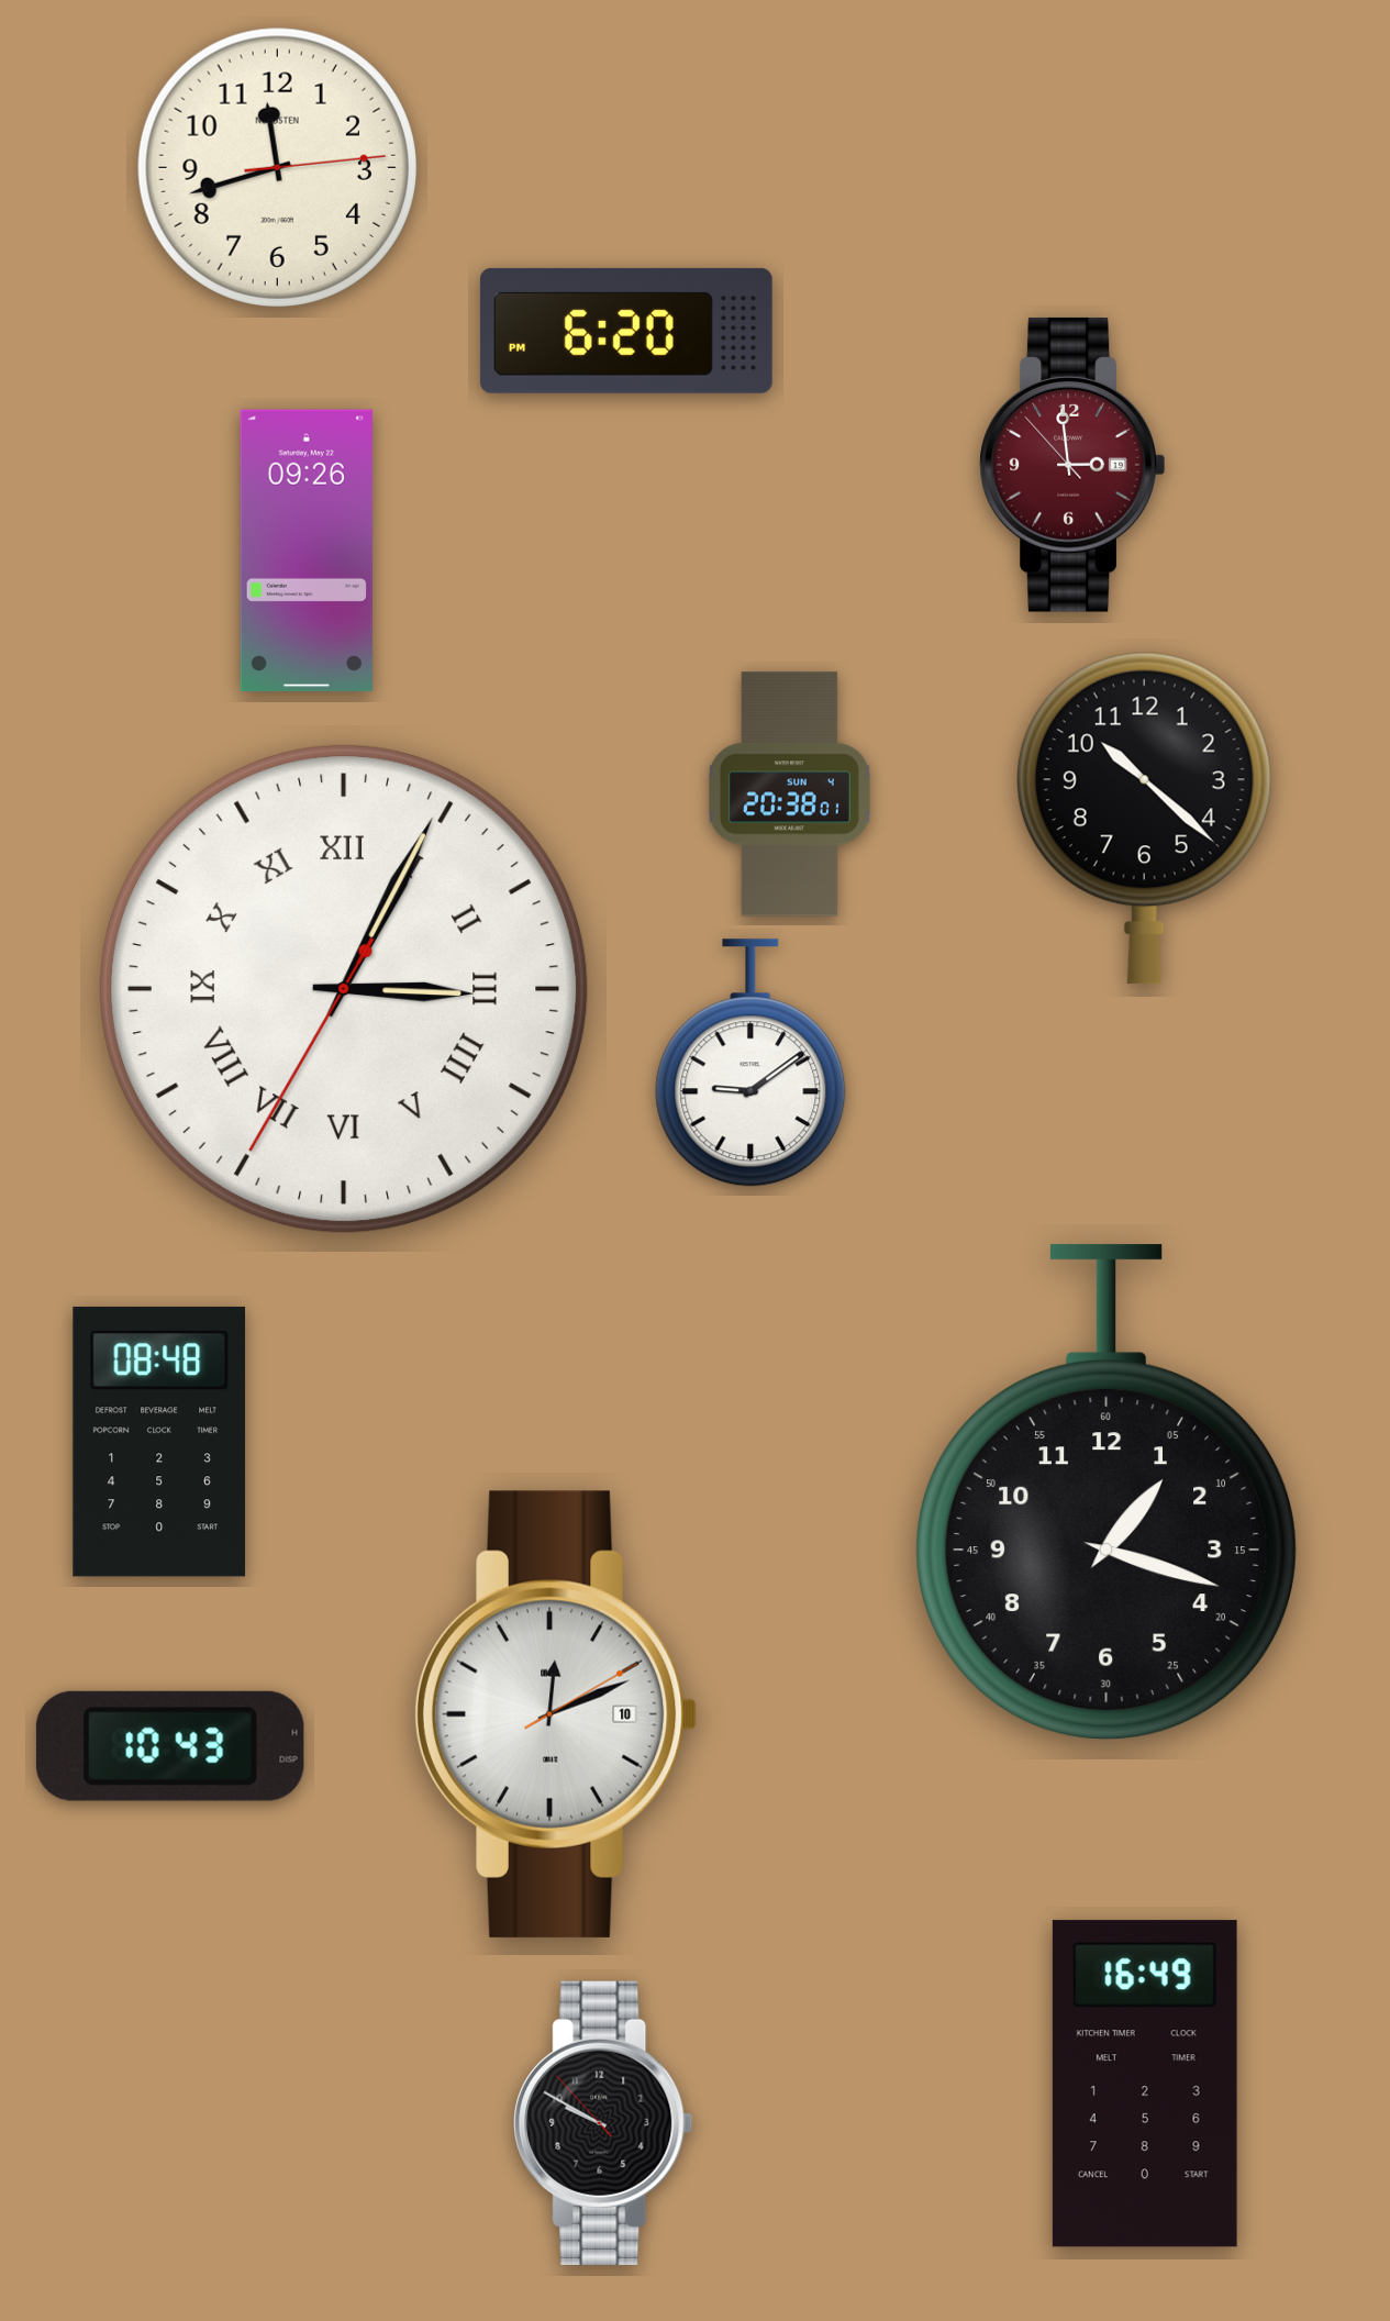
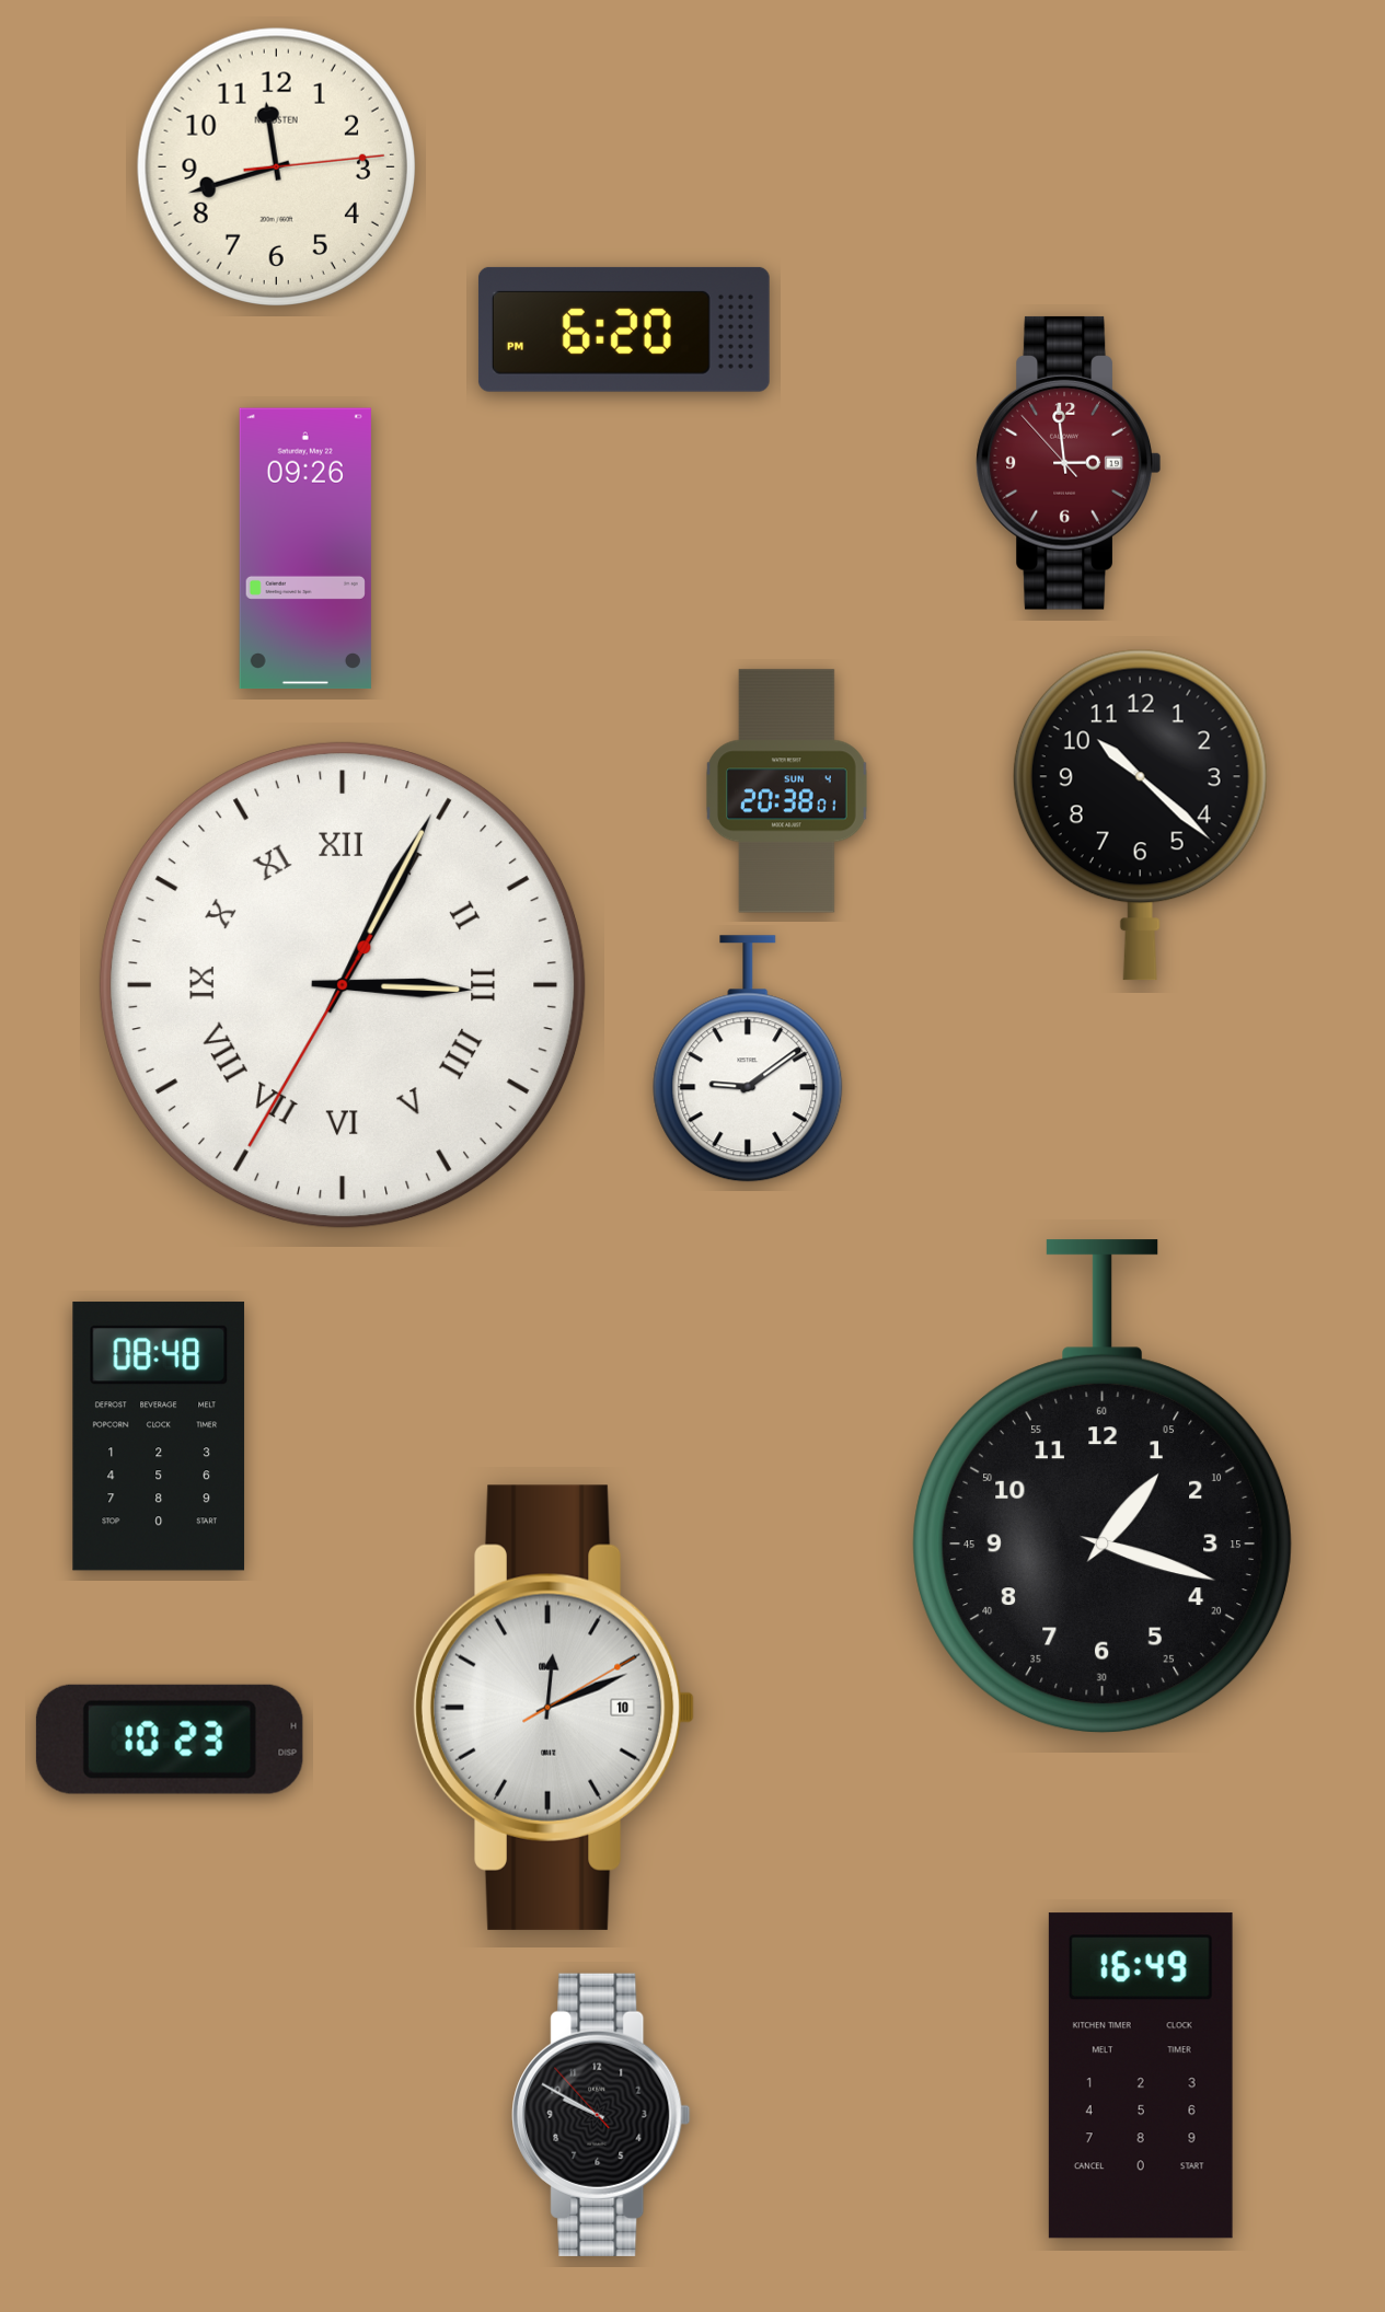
clock at (170, 1746): 10:43 -> 10:23
